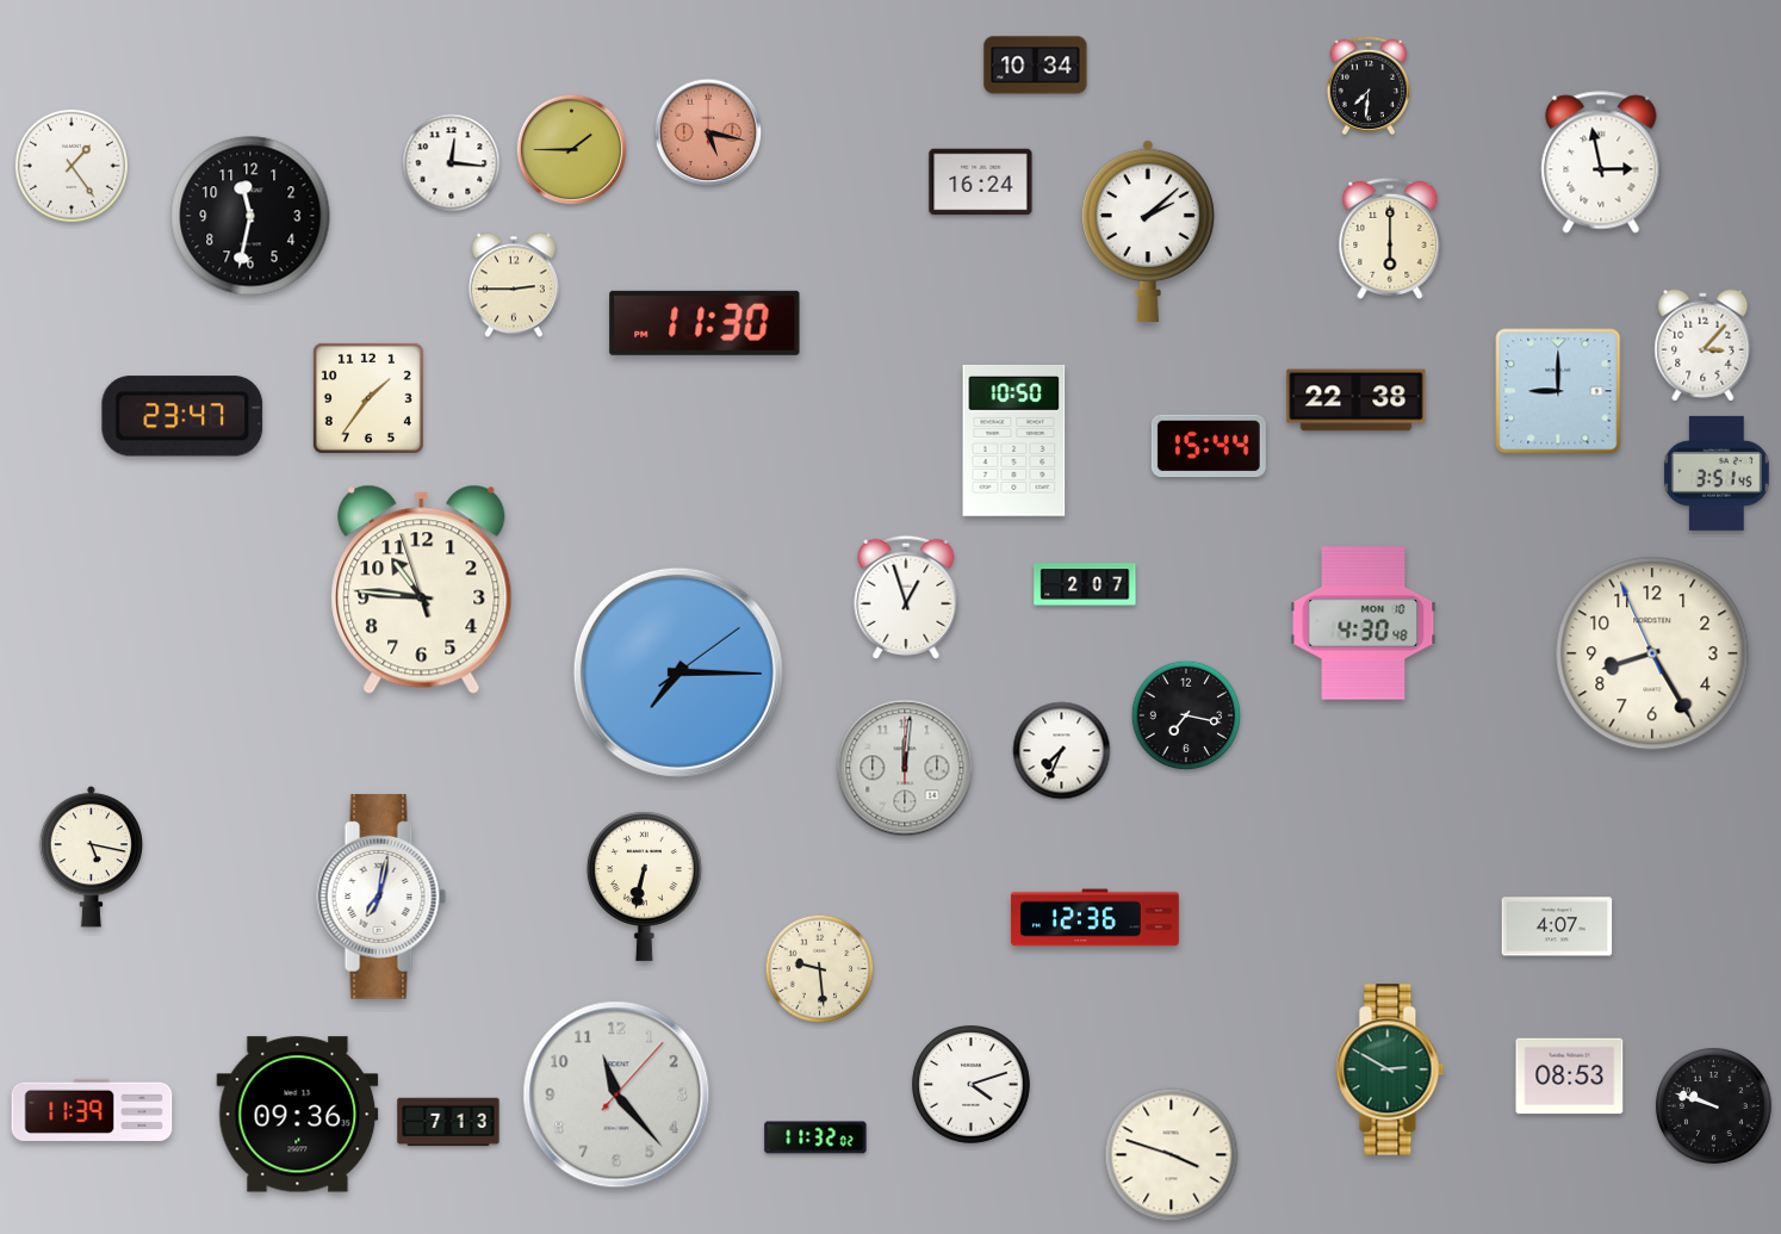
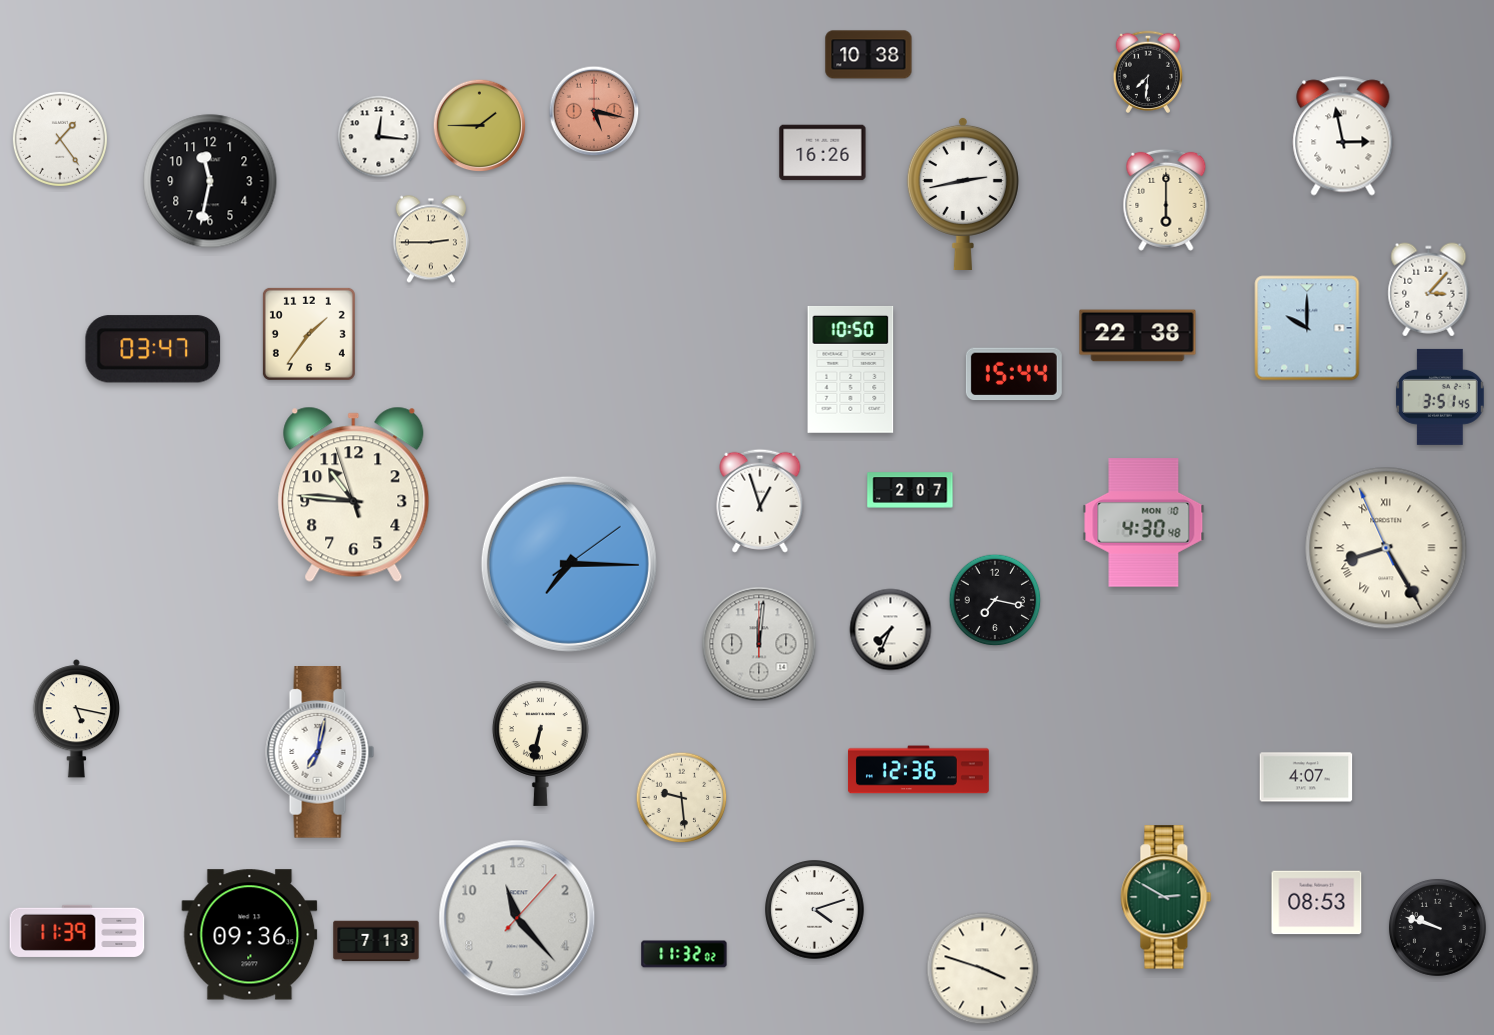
clock at (1036, 66): 10:34 -> 10:38
clock at (981, 182): 16:24 -> 16:26
clock at (1148, 230): 2:08 -> 2:43
clock at (705, 323): 11:30 -> none
clock at (1558, 391): 9:00 -> 10:00
clock at (182, 416): 23:47 -> 03:47
clock at (1652, 653) numerals: Arabic -> Roman
clock at (820, 969) position: (820, 969) -> (682, 798)
